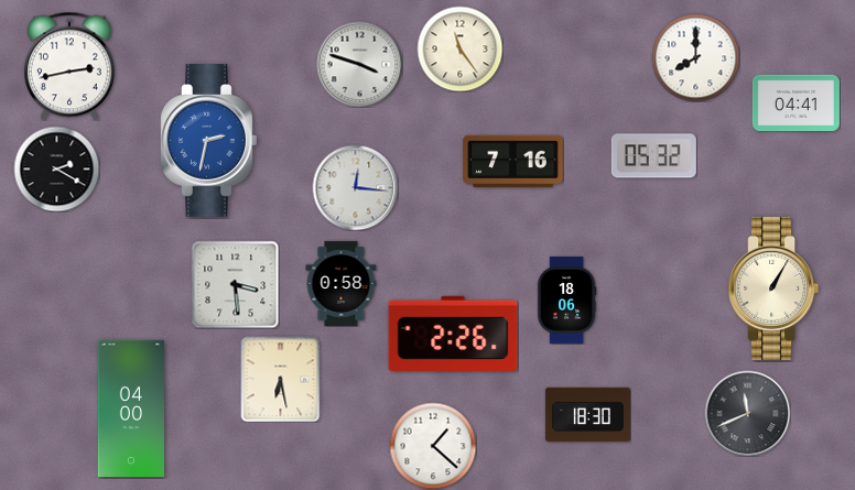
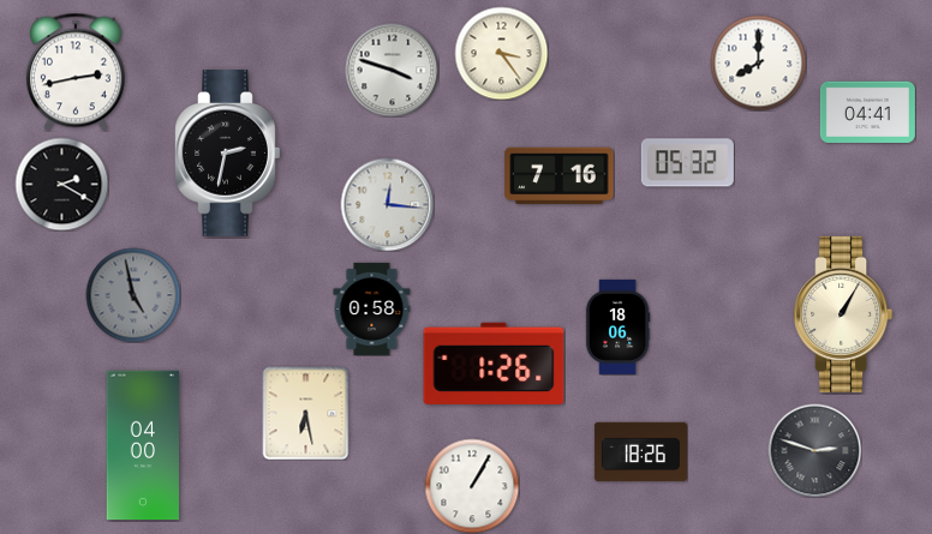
clock at (459, 48): 11:24 -> 3:24
clock at (209, 141) dial: blue -> black
clock at (653, 156) position: (653, 156) -> (687, 163)
clock at (133, 295): none -> 4:58
clock at (235, 284): 3:29 -> none
clock at (453, 334): 2:26 -> 1:26
clock at (747, 413): 11:41 -> 2:48
clock at (587, 415): 18:30 -> 18:26
clock at (433, 446): 1:22 -> 1:05
